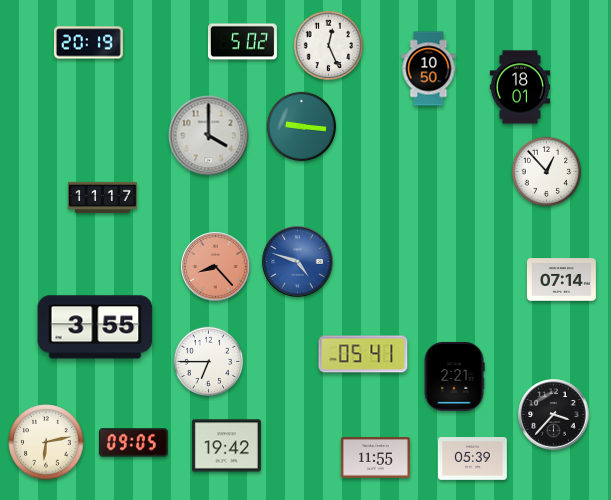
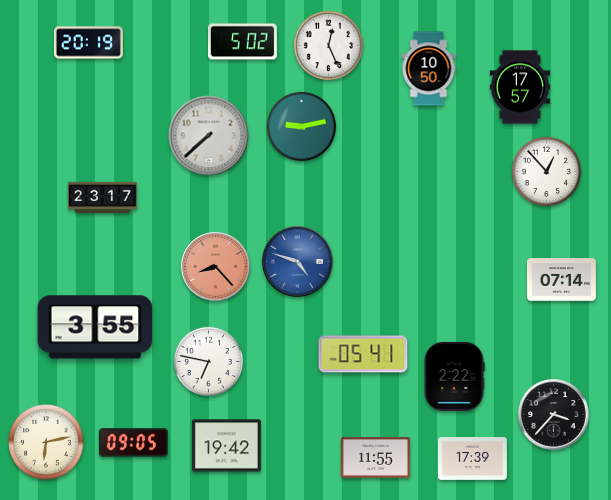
clock at (519, 87): 18:01 -> 17:57
clock at (302, 127): 9:16 -> 9:13
clock at (209, 136): 4:00 -> 7:38
clock at (103, 198): 11:17 -> 23:17
clock at (209, 362): 6:45 -> 6:47
clock at (454, 376): 2:21 -> 2:22
clock at (472, 459): 05:39 -> 17:39
